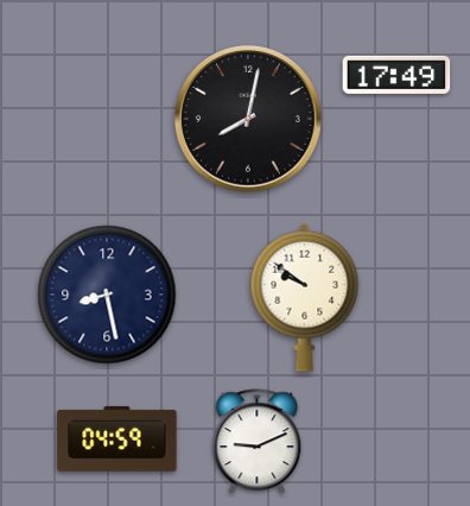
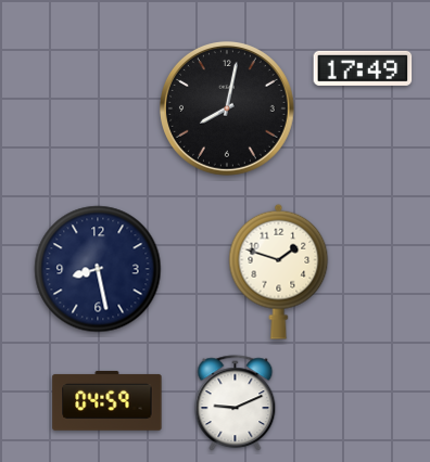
clock at (305, 297): 9:51 -> 1:48
